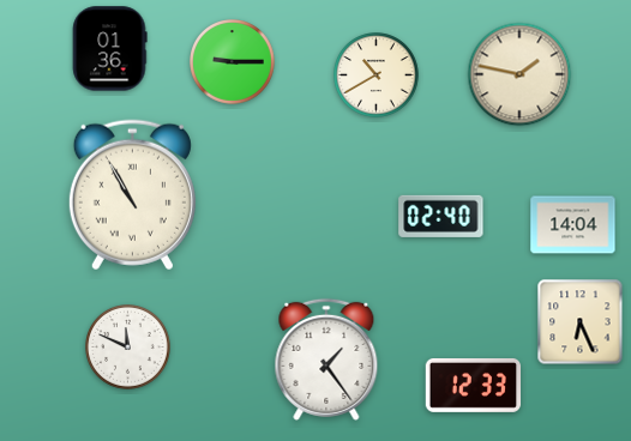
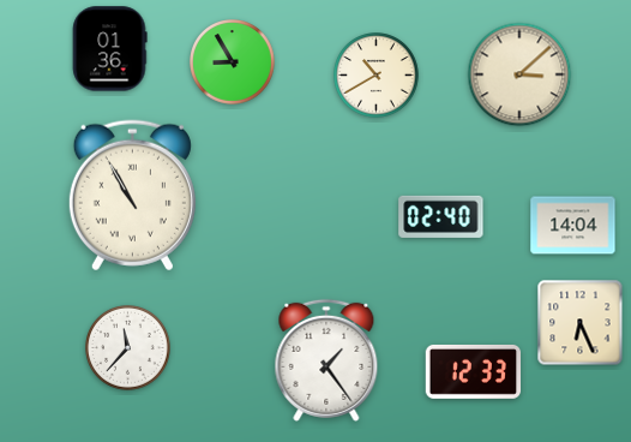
clock at (233, 62): 9:15 -> 8:55
clock at (519, 74): 1:47 -> 3:08
clock at (128, 348): 11:49 -> 11:37
clock at (474, 385) position: (474, 385) -> (474, 371)
